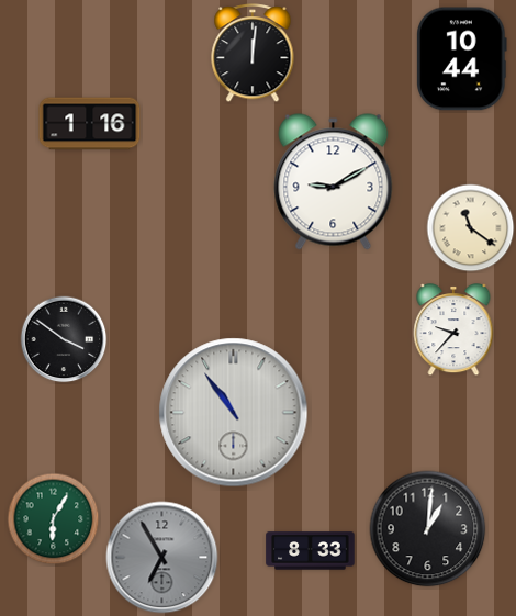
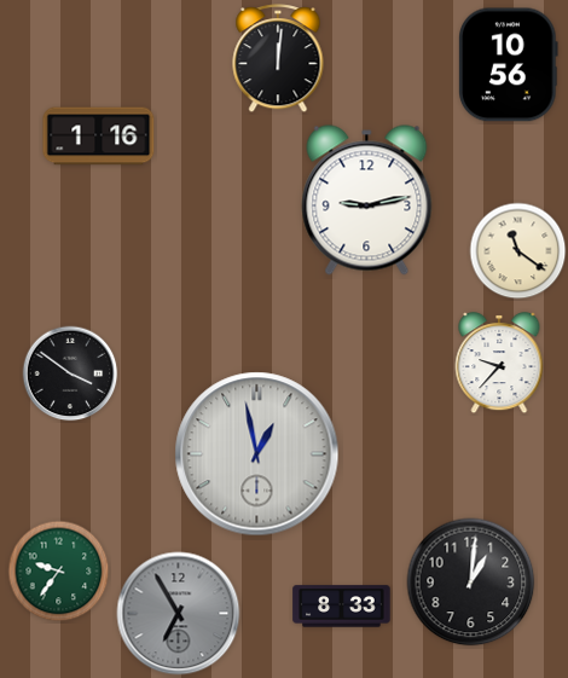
clock at (462, 59): 10:44 -> 10:56
clock at (334, 182): 9:10 -> 9:13
clock at (234, 413): 10:54 -> 12:58
clock at (54, 519): 6:05 -> 9:36
